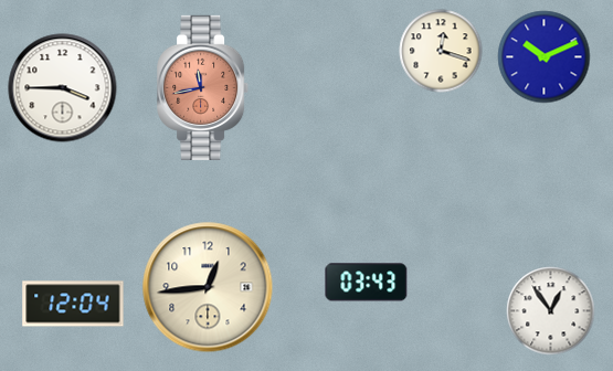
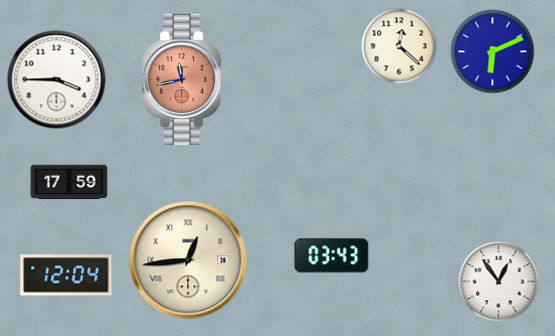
clock at (441, 51): 12:18 -> 12:22
clock at (545, 57): 10:11 -> 6:11
clock at (69, 182): none -> 17:59
clock at (208, 287) numerals: Arabic -> Roman
